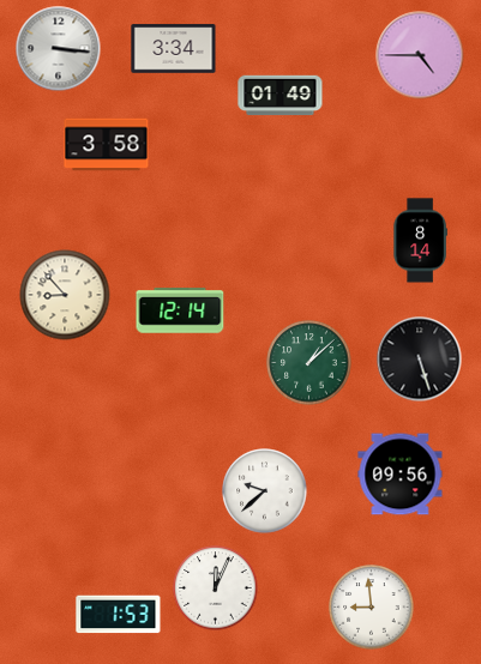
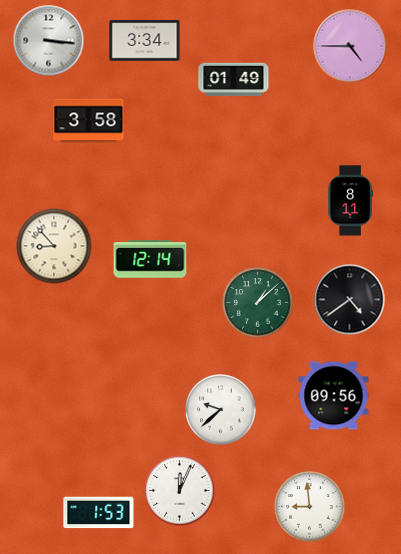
clock at (420, 241): 8:14 -> 8:11
clock at (420, 360): 5:27 -> 4:39
